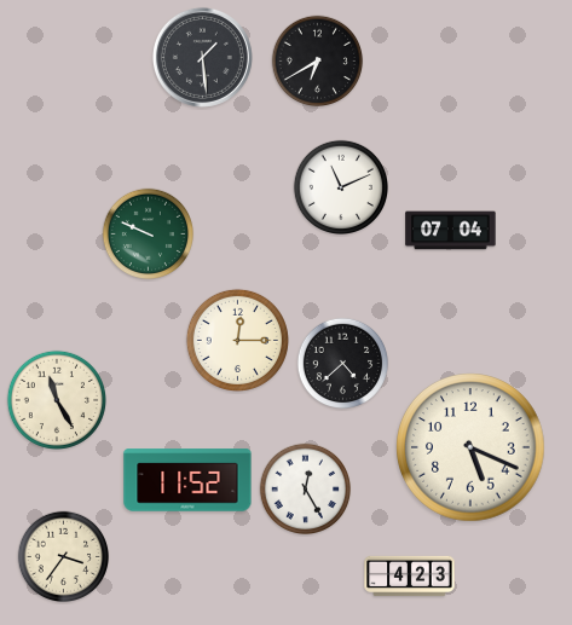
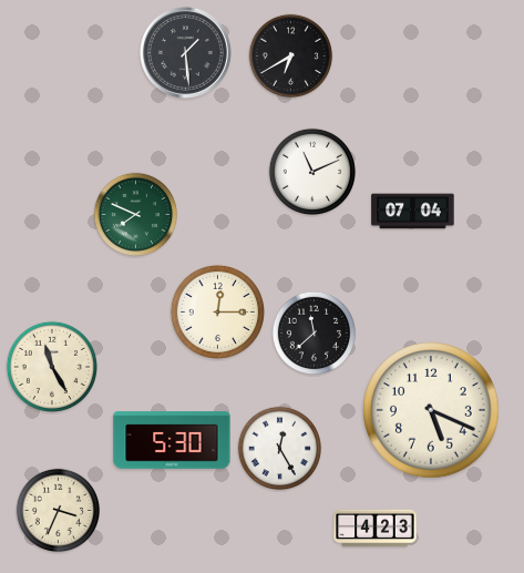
clock at (149, 235): 9:49 -> 7:49
clock at (343, 364): 4:38 -> 11:38
clock at (187, 480): 11:52 -> 5:30
clock at (64, 557): 3:36 -> 3:34
